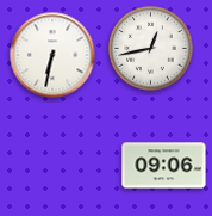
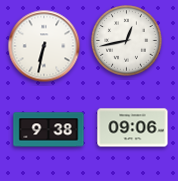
clock at (49, 130): none -> 9:38
clock at (164, 166) position: (164, 166) -> (133, 128)
